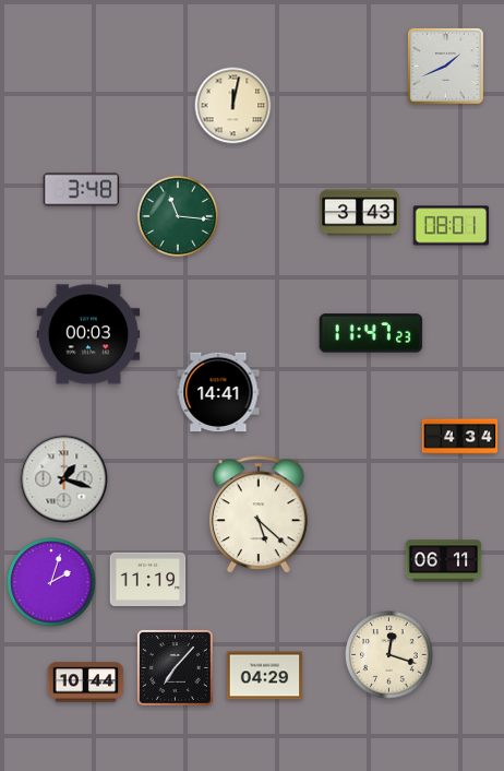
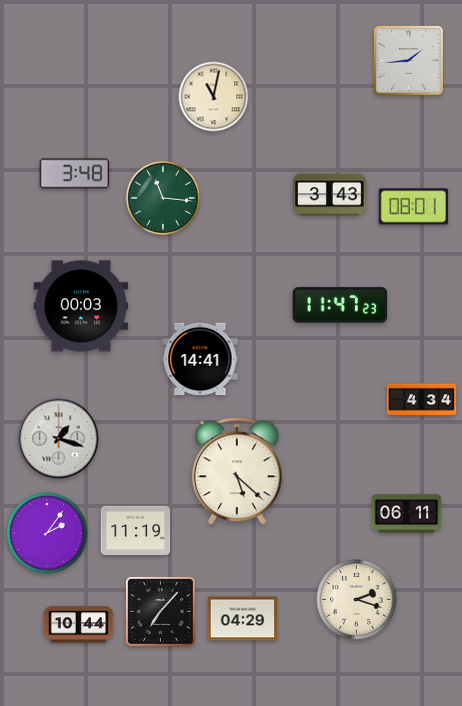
clock at (445, 66): 1:41 -> 1:44
clock at (233, 106): 12:02 -> 11:02
clock at (51, 582): 2:03 -> 2:06
clock at (389, 655): 12:18 -> 2:18
